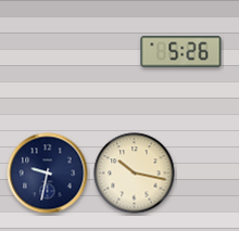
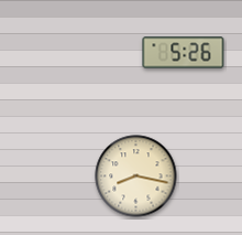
clock at (48, 174): 9:32 -> none
clock at (135, 174): 10:17 -> 8:17
